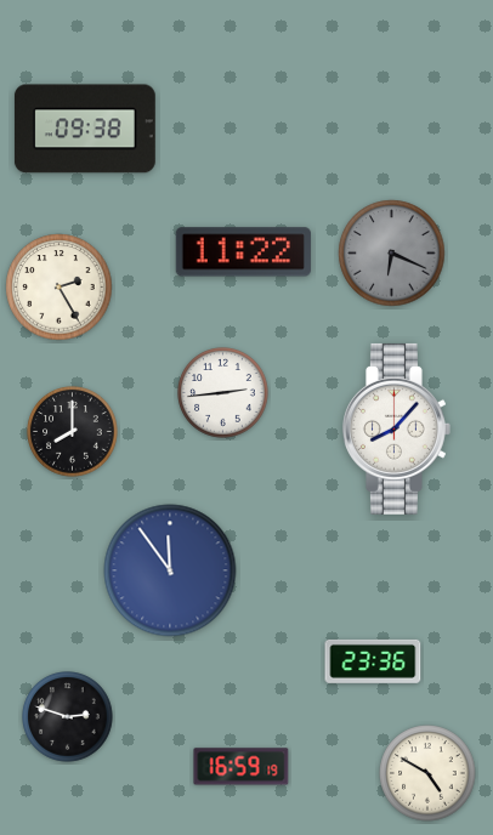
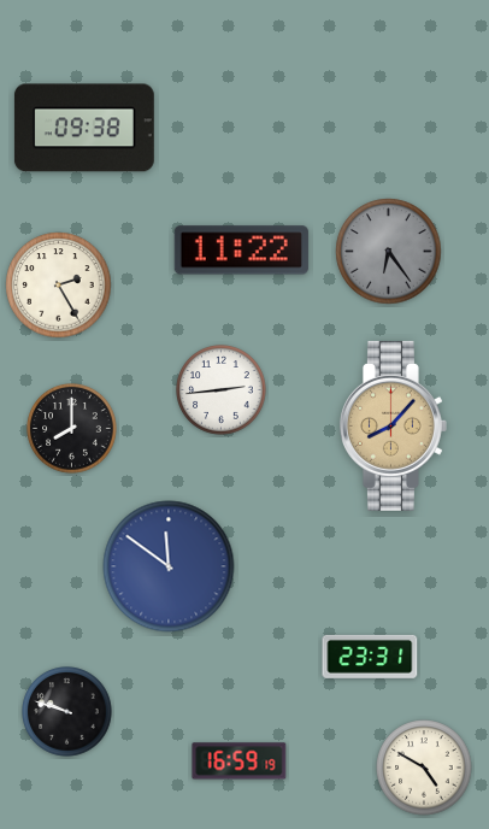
clock at (392, 254): 6:19 -> 6:24
clock at (397, 428) dial: white -> champagne
clock at (170, 570): 11:54 -> 11:51
clock at (373, 661): 23:36 -> 23:31
clock at (68, 717): 2:48 -> 9:48
